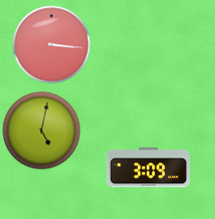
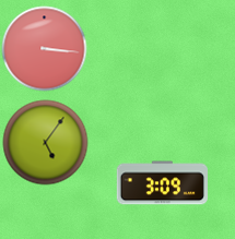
clock at (51, 44) position: (51, 44) -> (44, 48)
clock at (41, 130): 5:02 -> 5:06
